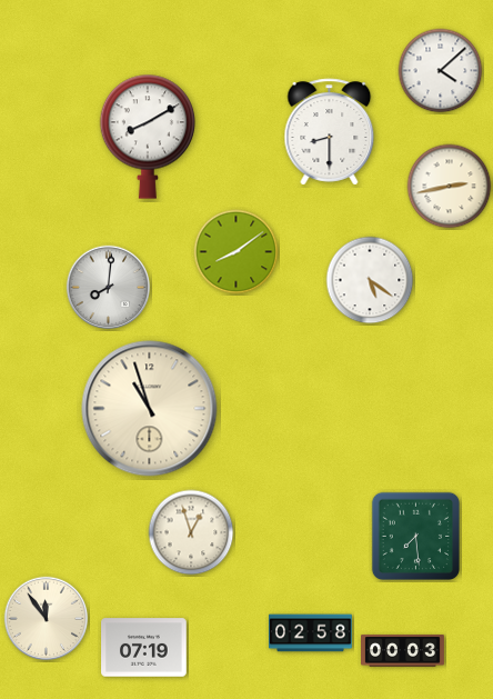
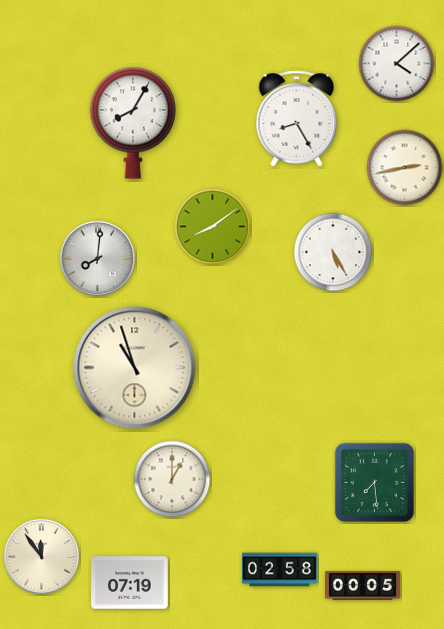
clock at (330, 132): 8:30 -> 8:25
clock at (147, 137): 8:10 -> 8:05
clock at (370, 280): 5:21 -> 5:25
clock at (191, 532): 12:57 -> 1:00
clock at (403, 651): 00:03 -> 00:05
